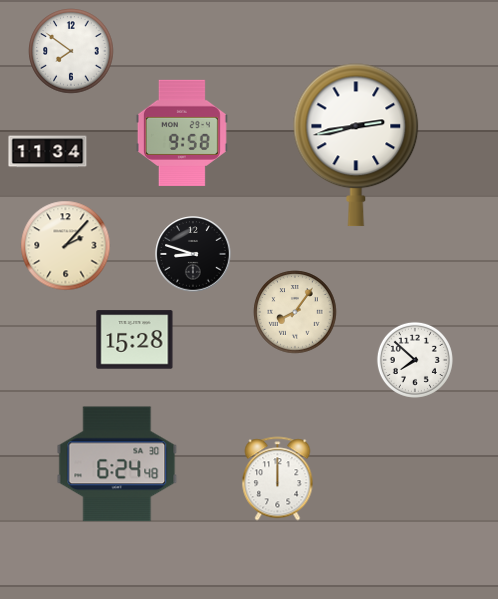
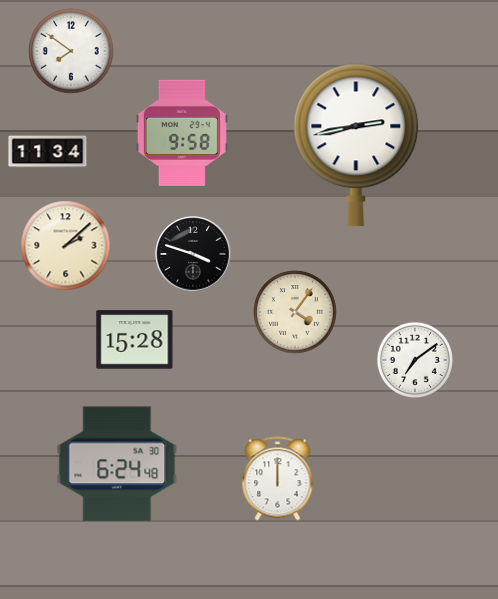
clock at (66, 246): 2:07 -> 2:08
clock at (193, 254): 8:48 -> 3:48
clock at (295, 312): 8:06 -> 4:06
clock at (415, 360): 7:52 -> 7:09
